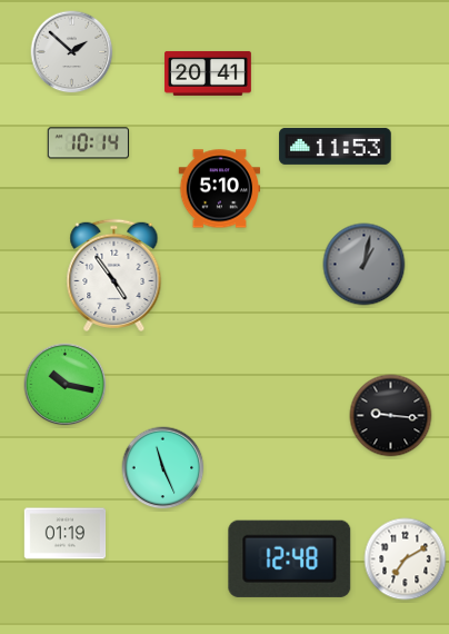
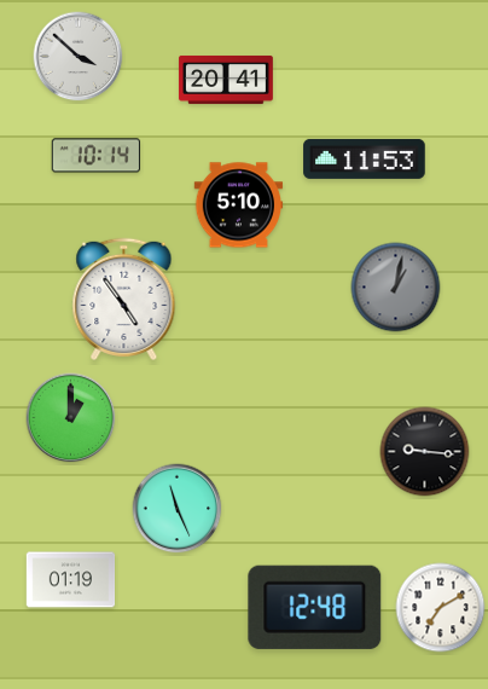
clock at (72, 52): 1:52 -> 3:52
clock at (66, 385): 10:17 -> 1:00
